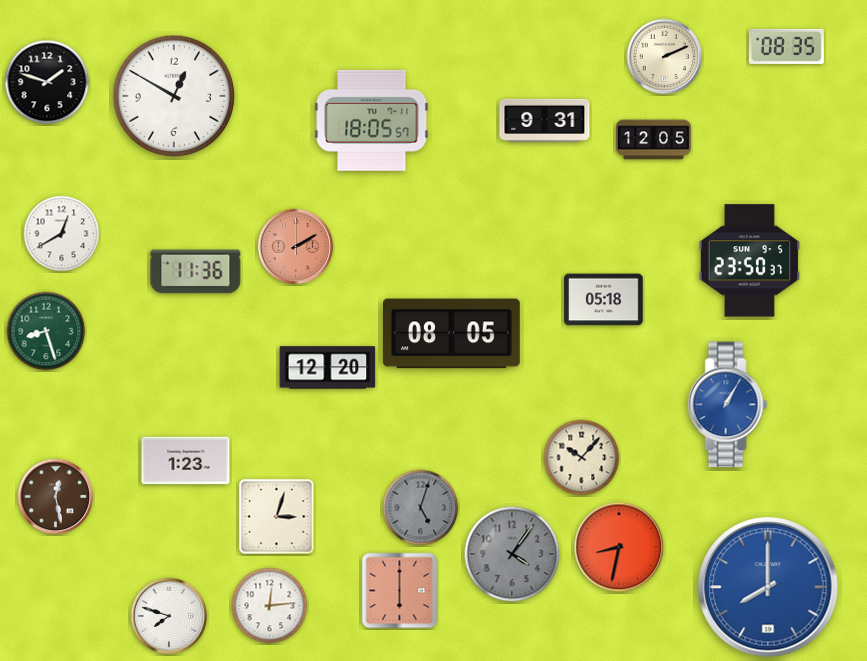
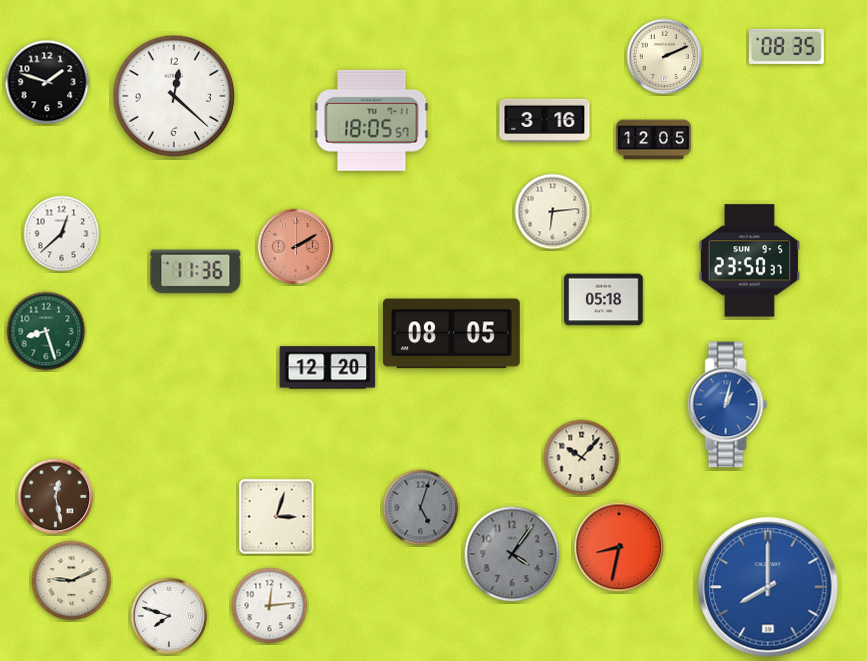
clock at (174, 96): 12:50 -> 12:22
clock at (545, 120): 9:31 -> 3:16
clock at (553, 212): none -> 6:14
clock at (62, 234): 12:40 -> 12:38
clock at (728, 405): 1:05 -> 1:02
clock at (186, 461): 1:23 -> none
clock at (72, 581): none -> 9:11
clock at (400, 591): 6:00 -> none
